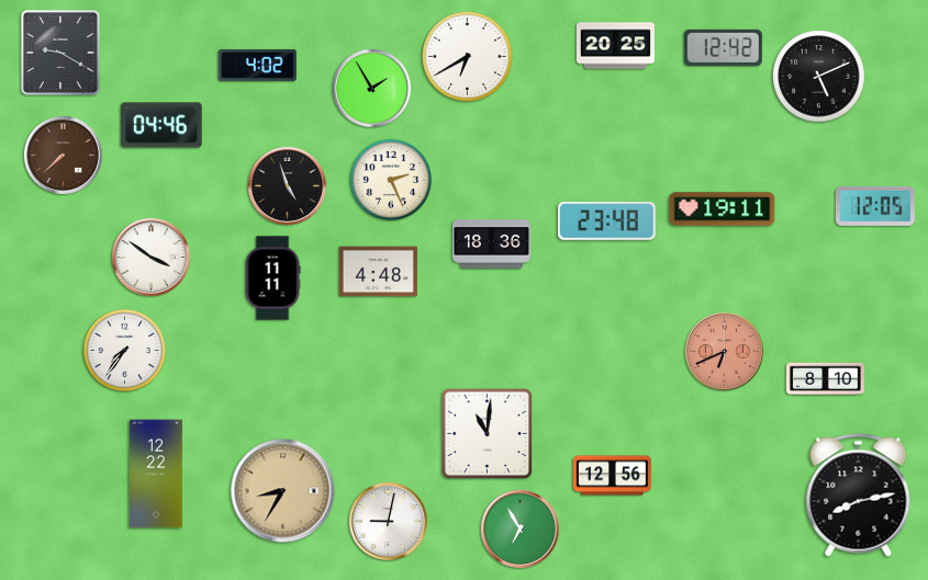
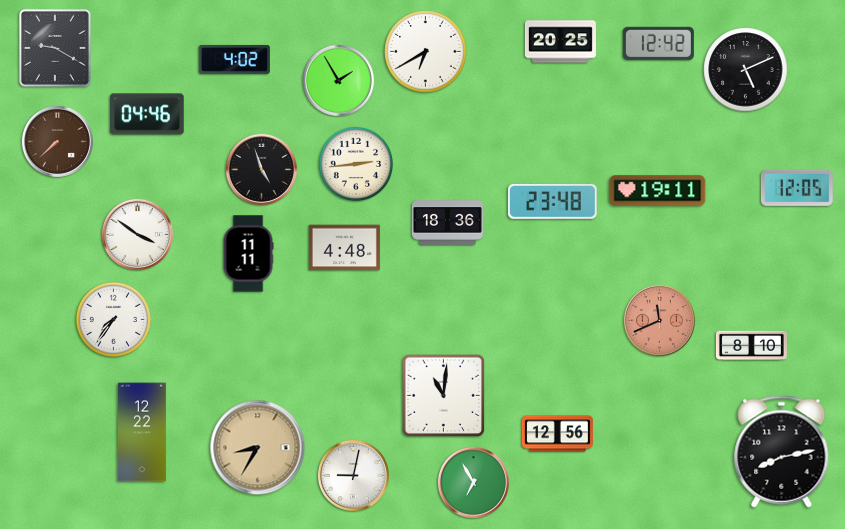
clock at (391, 180): 2:26 -> 2:44
clock at (724, 351): 6:41 -> 11:41
